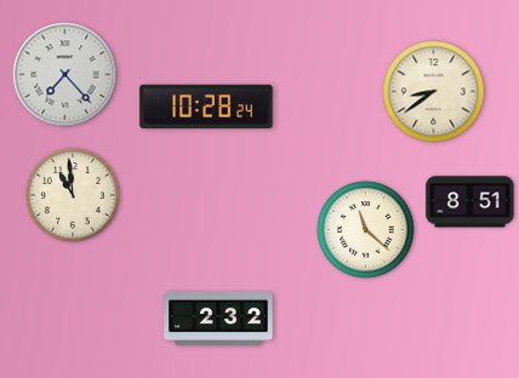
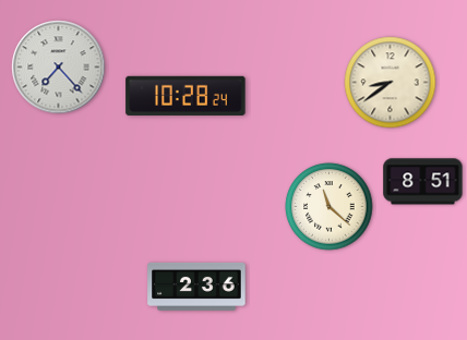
clock at (73, 195): 10:59 -> none
clock at (218, 319): 2:32 -> 2:36
